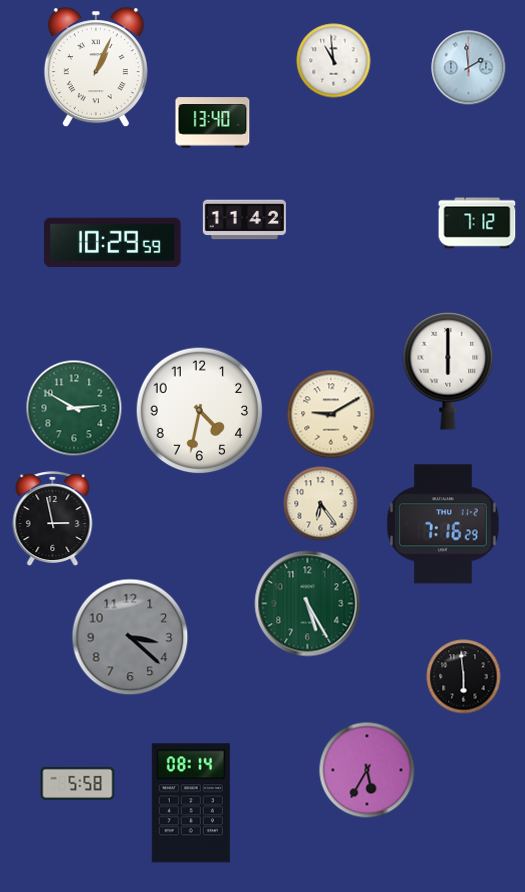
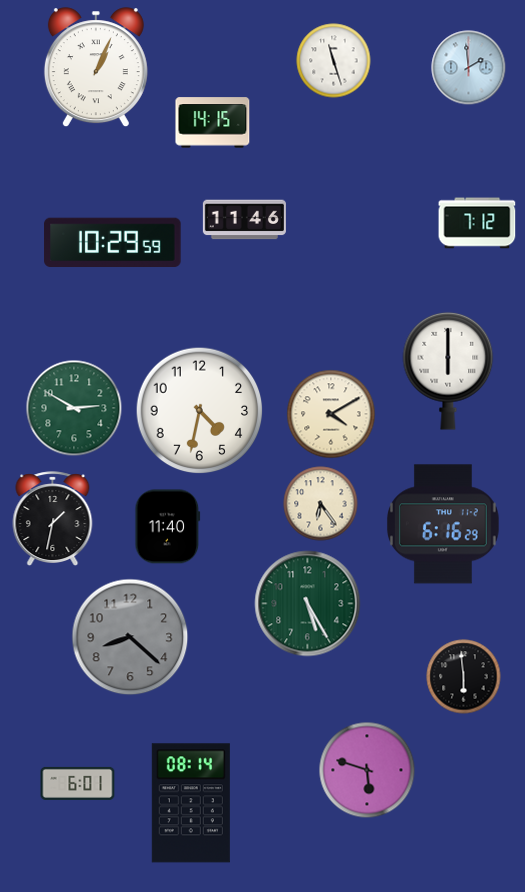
clock at (334, 61): 10:59 -> 11:27
clock at (213, 123): 13:40 -> 14:15
clock at (244, 220): 11:42 -> 11:46
clock at (331, 414): 9:10 -> 4:10
clock at (53, 518): 2:58 -> 1:32
clock at (444, 524): 7:16 -> 6:16
clock at (168, 527): none -> 11:40
clock at (130, 637): 3:22 -> 8:22
clock at (367, 770): 5:35 -> 5:48
clock at (78, 783): 5:58 -> 6:01
